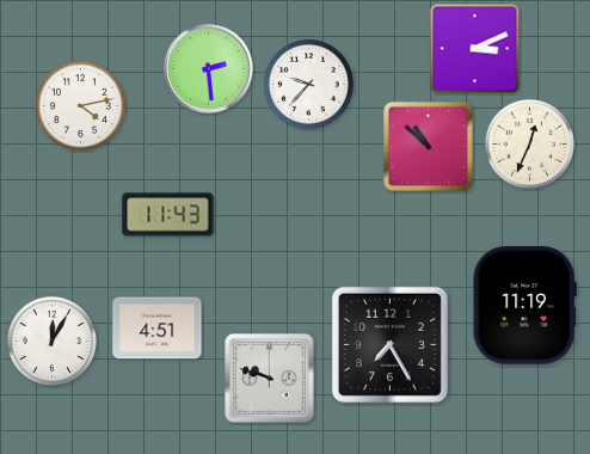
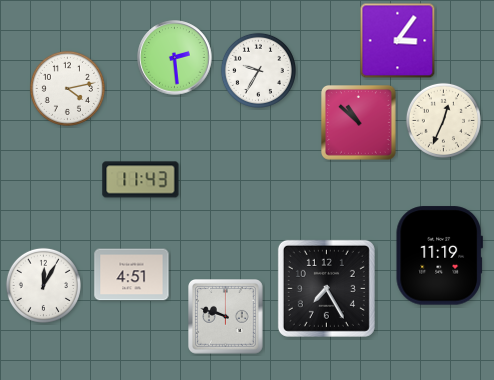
clock at (475, 49): 3:11 -> 3:06
clock at (308, 84): 9:37 -> 9:35
